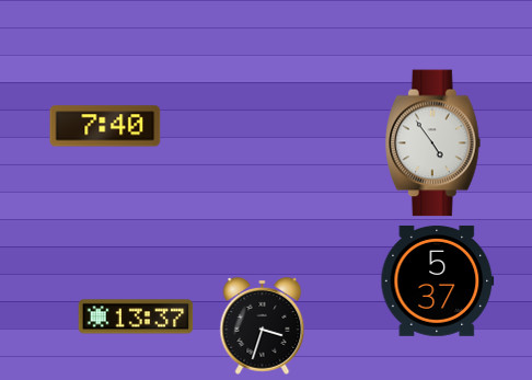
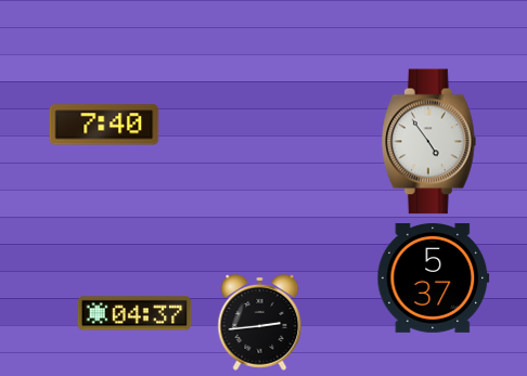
clock at (136, 316): 13:37 -> 04:37
clock at (263, 325): 3:33 -> 2:44
